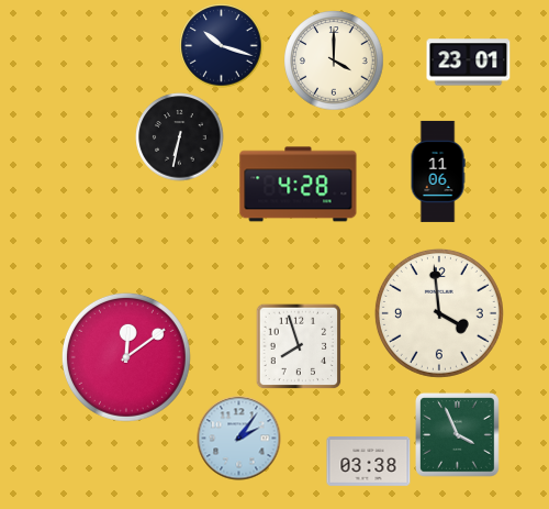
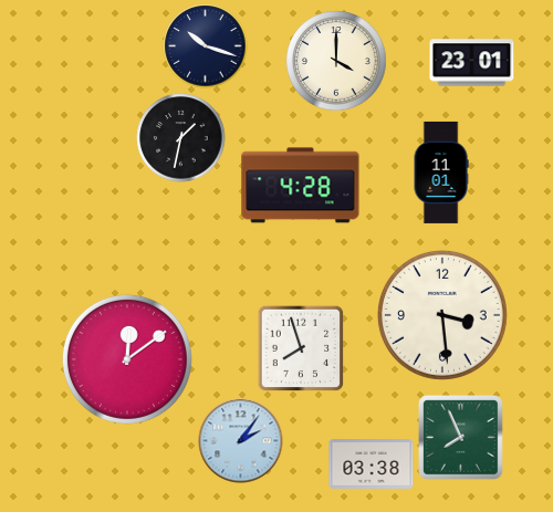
clock at (222, 46) position: (222, 46) -> (206, 46)
clock at (180, 137): 6:32 -> 1:32
clock at (438, 171): 11:06 -> 11:01
clock at (439, 313): 3:59 -> 3:29
clock at (458, 435): 3:56 -> 7:56
